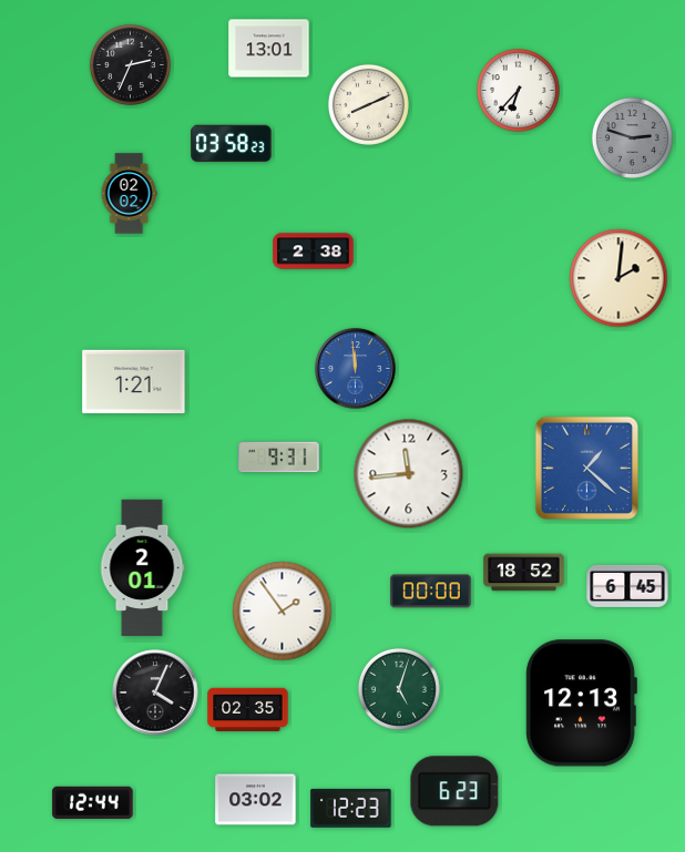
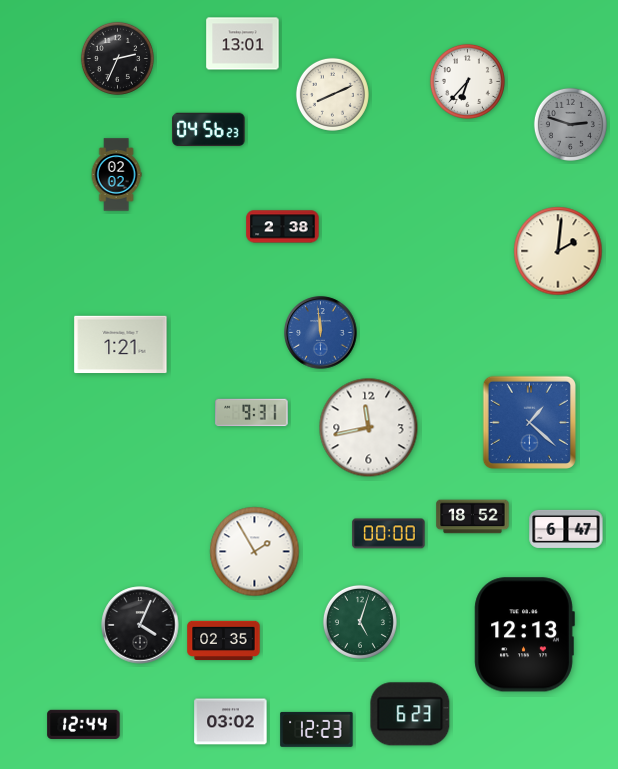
clock at (232, 144): 03:58 -> 04:56
clock at (409, 474): 11:44 -> 11:43
clock at (142, 568): 2:01 -> none
clock at (627, 586): 6:45 -> 6:47
clock at (283, 612): 1:54 -> 1:55
